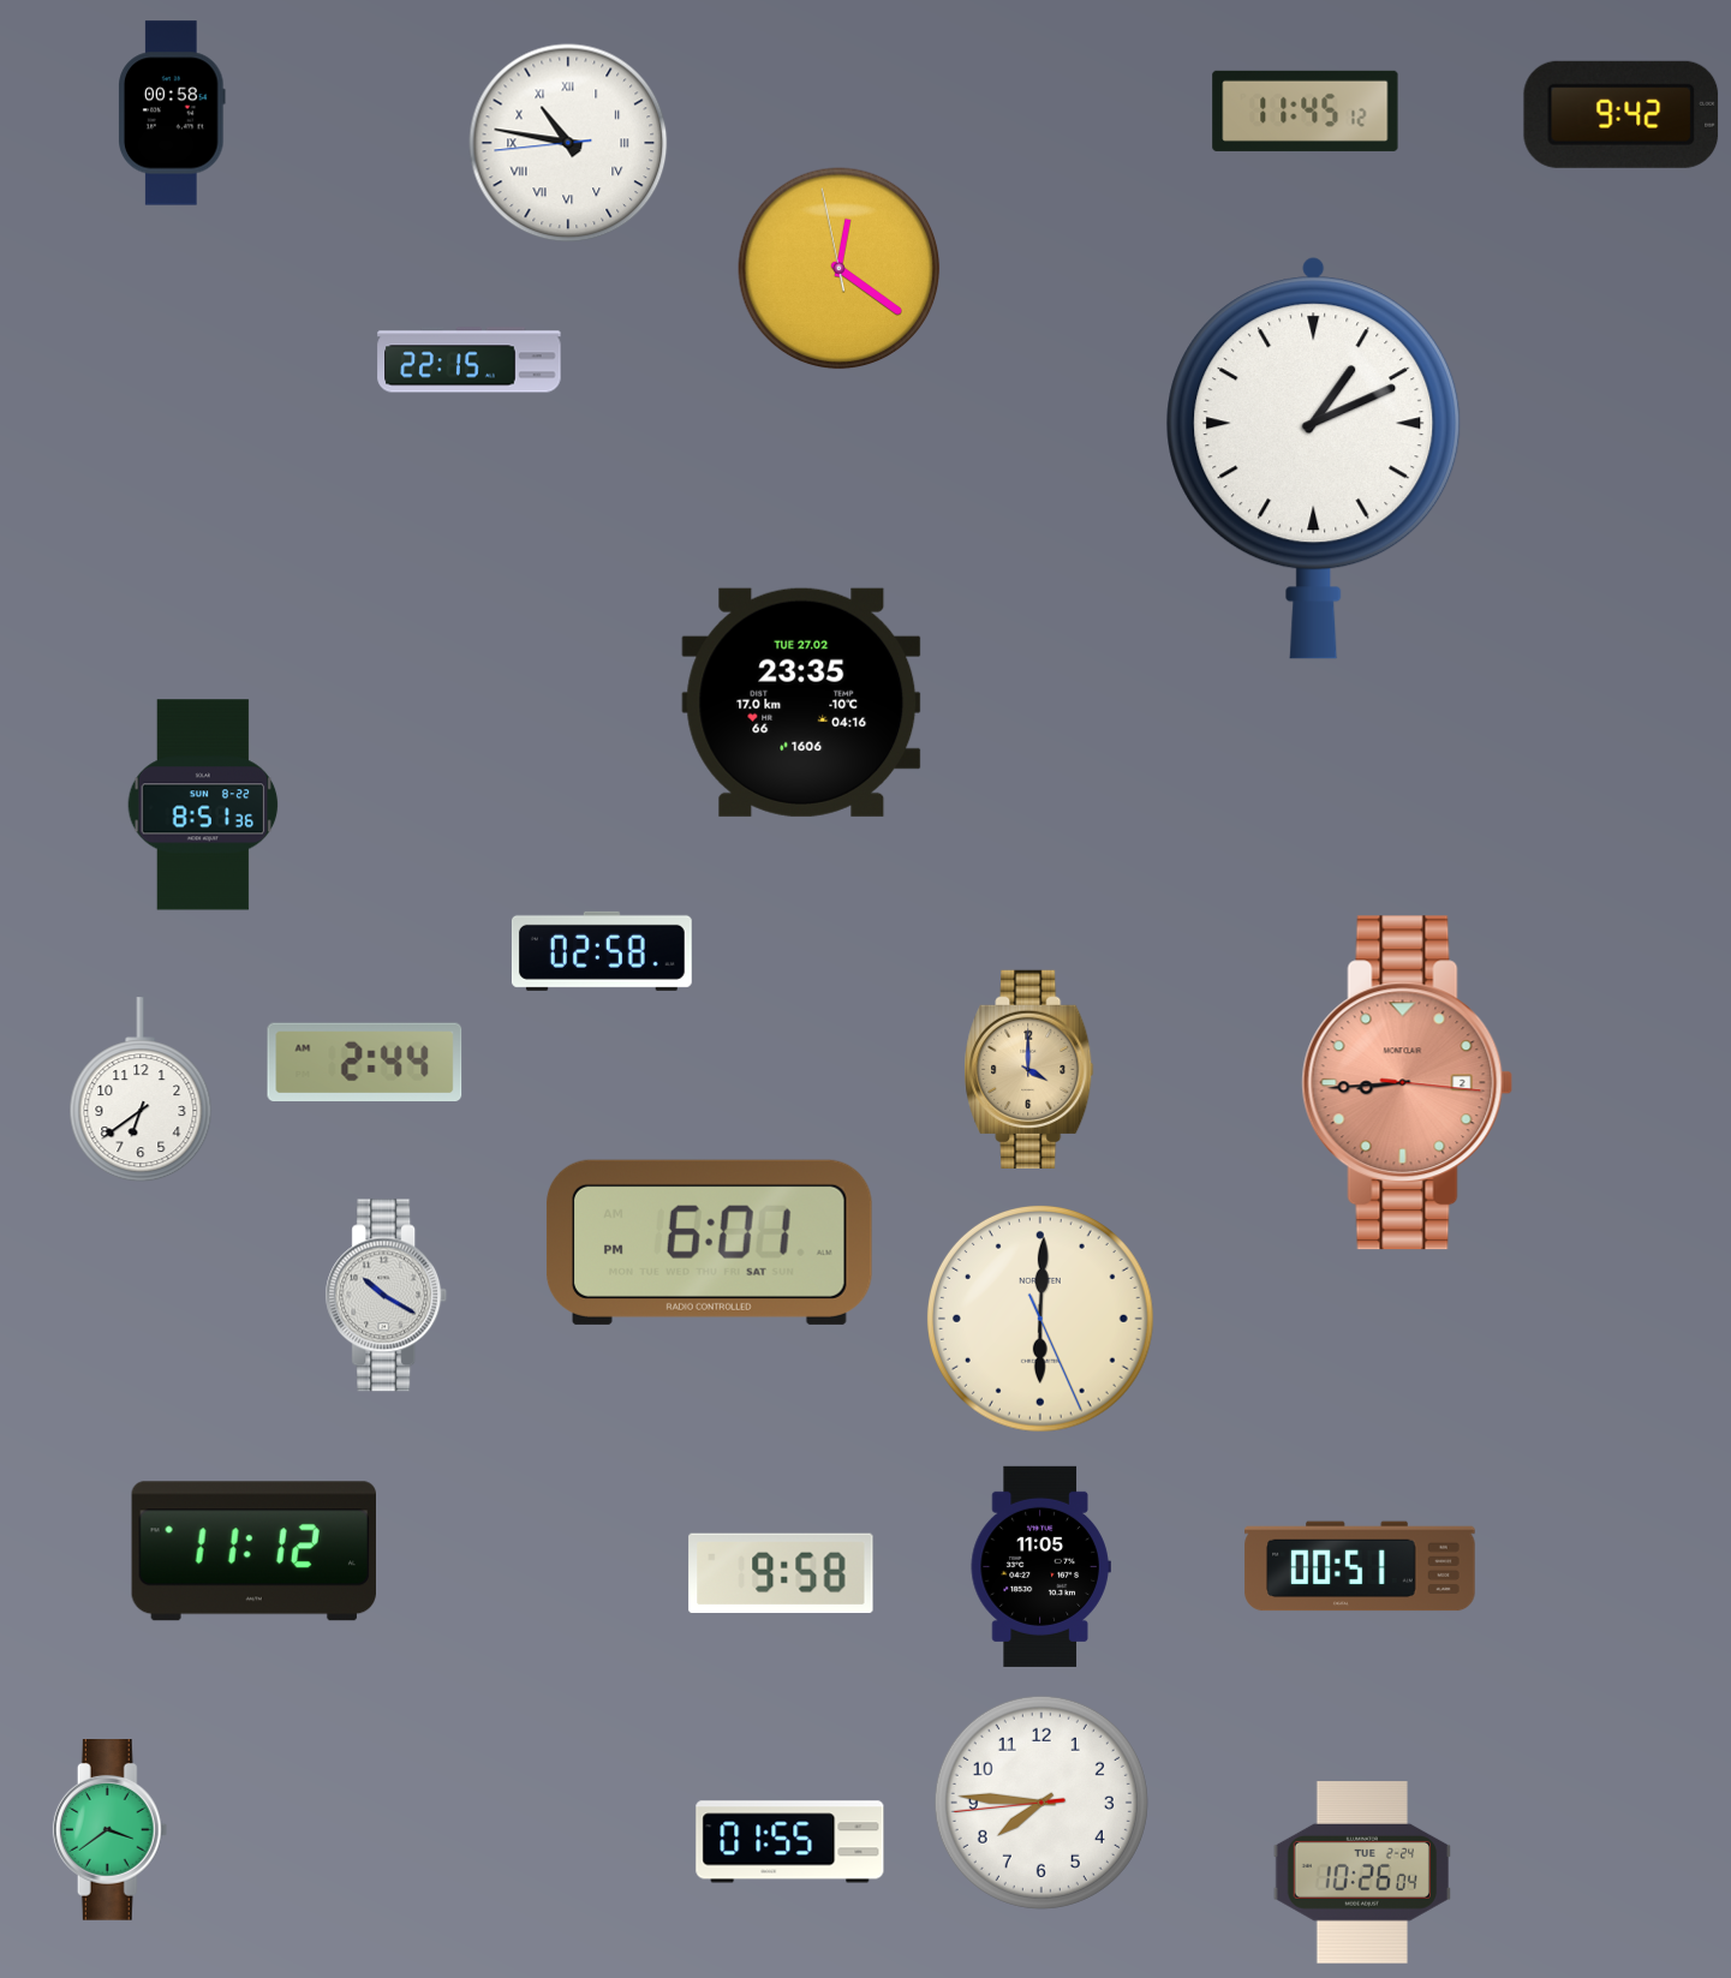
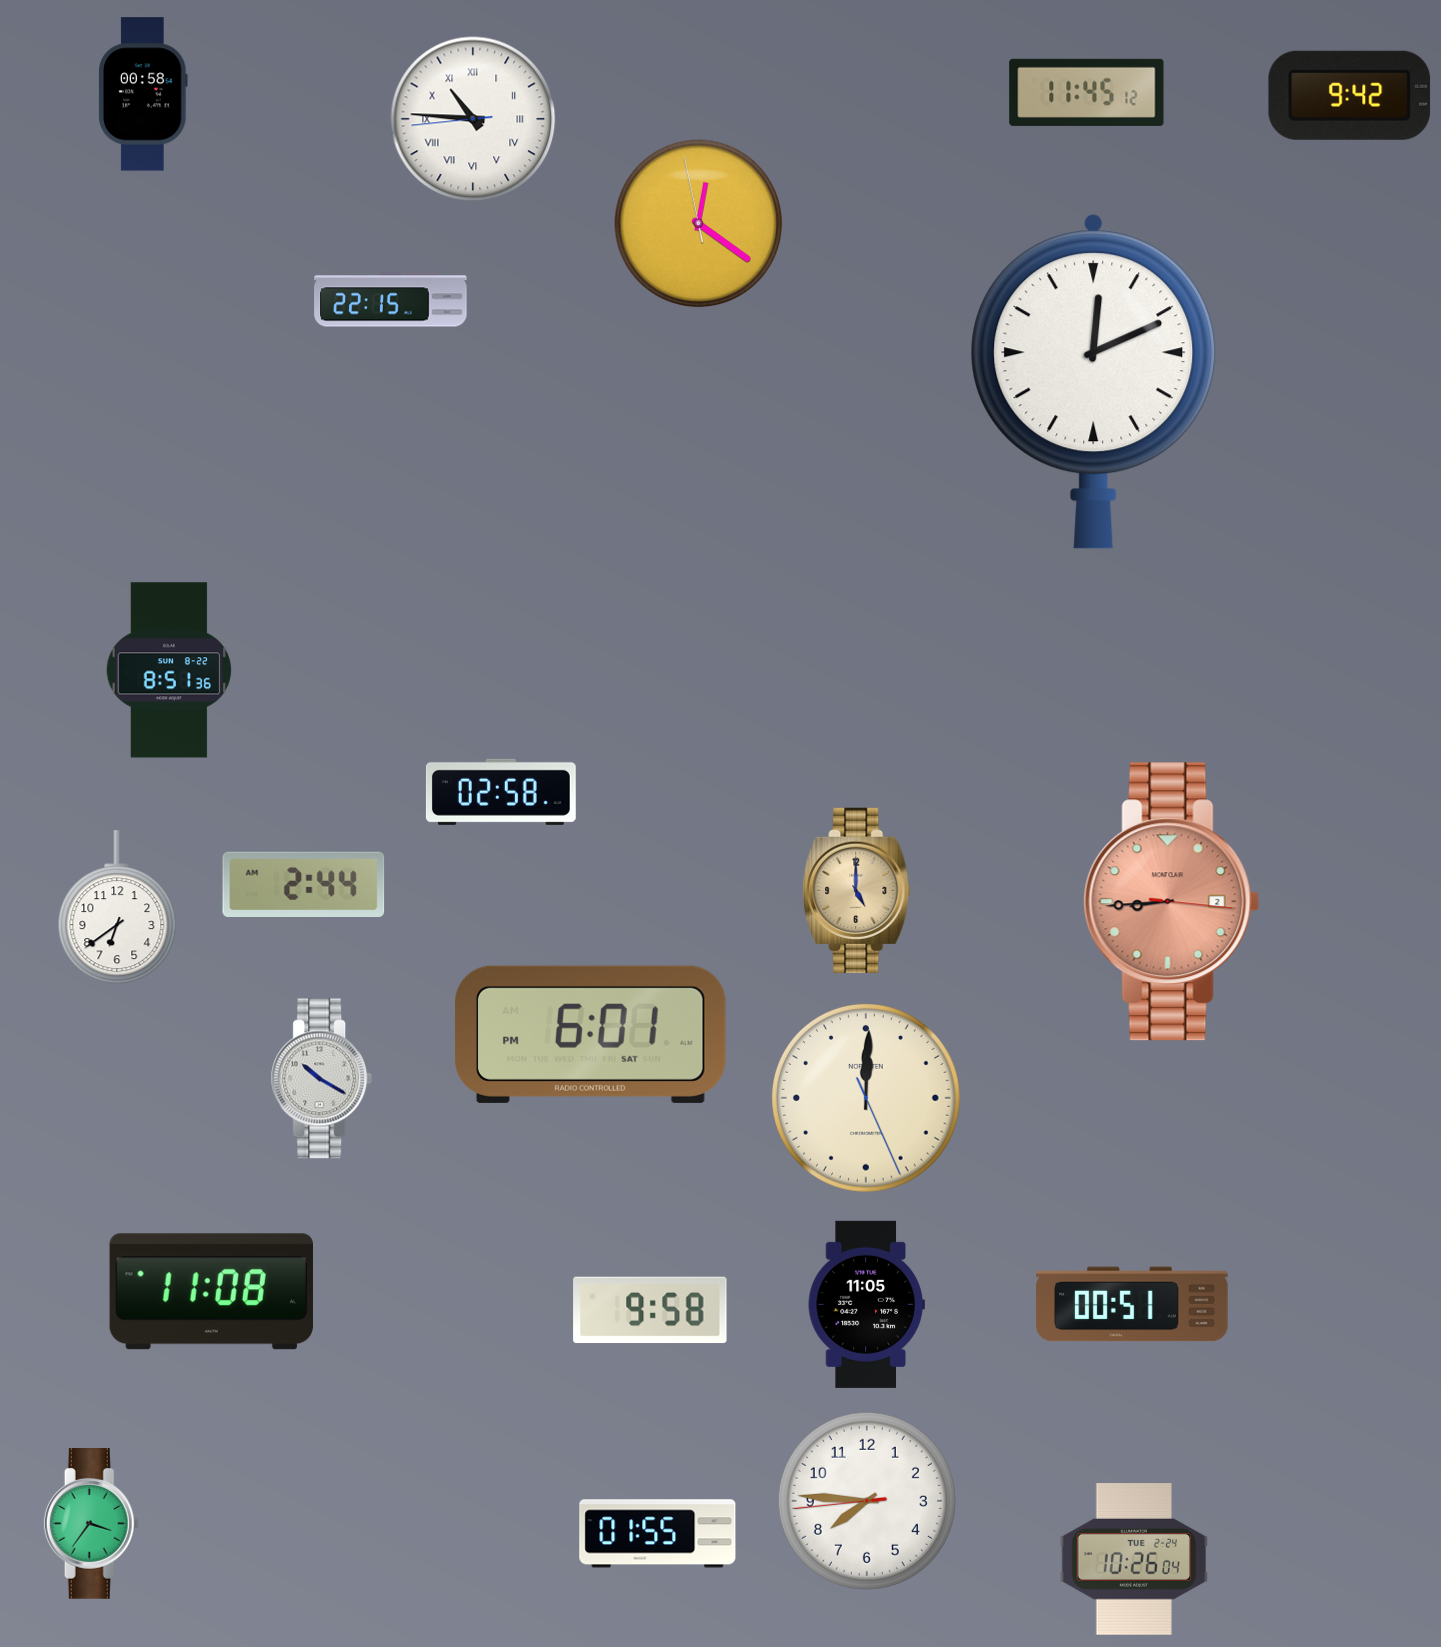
clock at (568, 143): 10:46 -> 10:45
clock at (1314, 458): 1:11 -> 12:11
clock at (801, 703): 23:35 -> none
clock at (1029, 1069): 4:00 -> 5:00
clock at (1040, 1319): 6:00 -> 12:00
clock at (253, 1552): 11:12 -> 11:08
clock at (111, 1830): 3:39 -> 3:36
